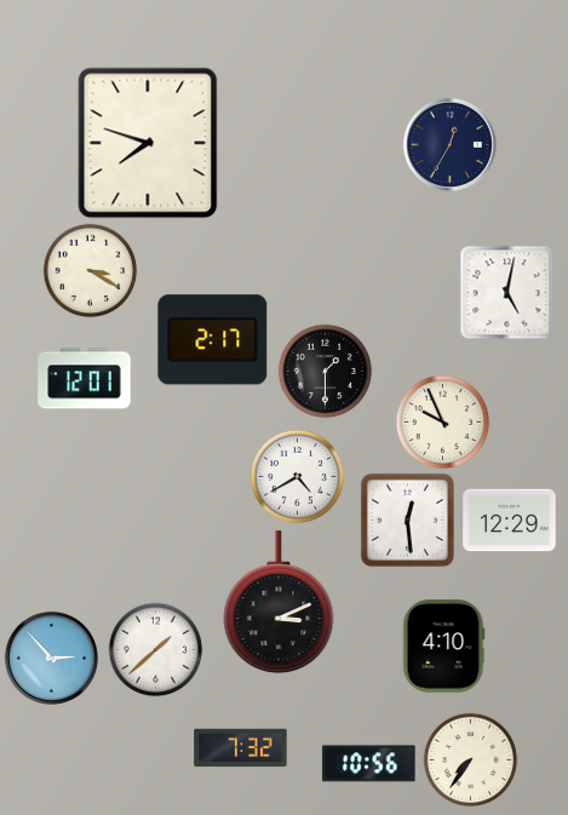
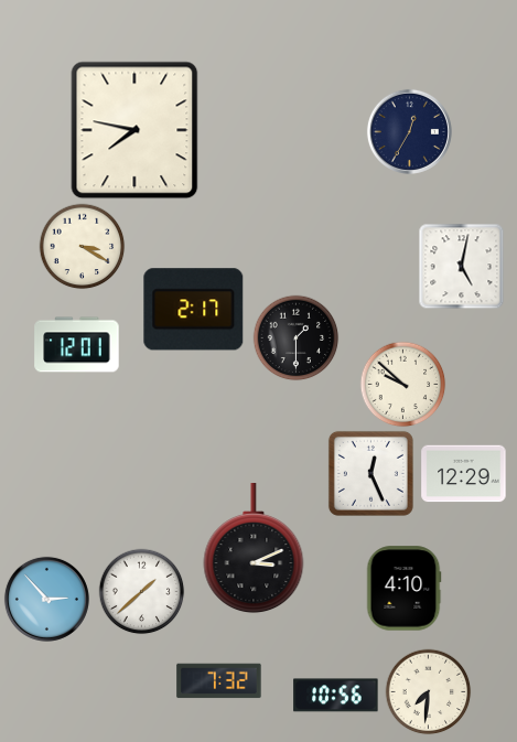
clock at (148, 143): 7:48 -> 7:47
clock at (442, 421): 9:56 -> 9:52
clock at (297, 476): 4:40 -> none
clock at (407, 520): 12:29 -> 12:26
clock at (470, 759): 7:36 -> 7:31
